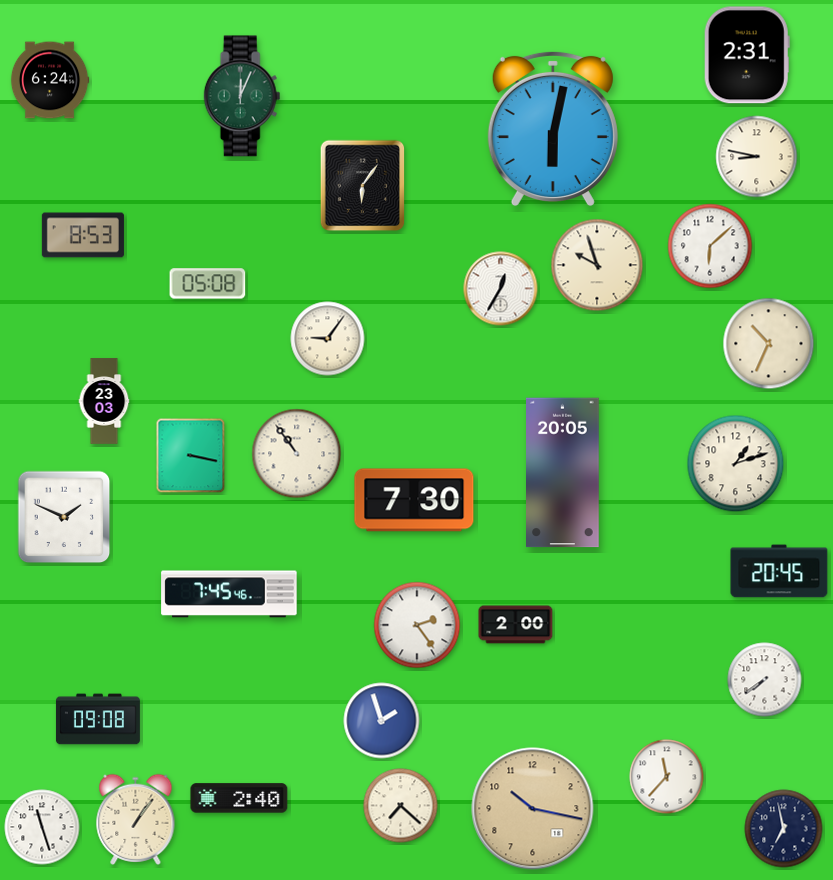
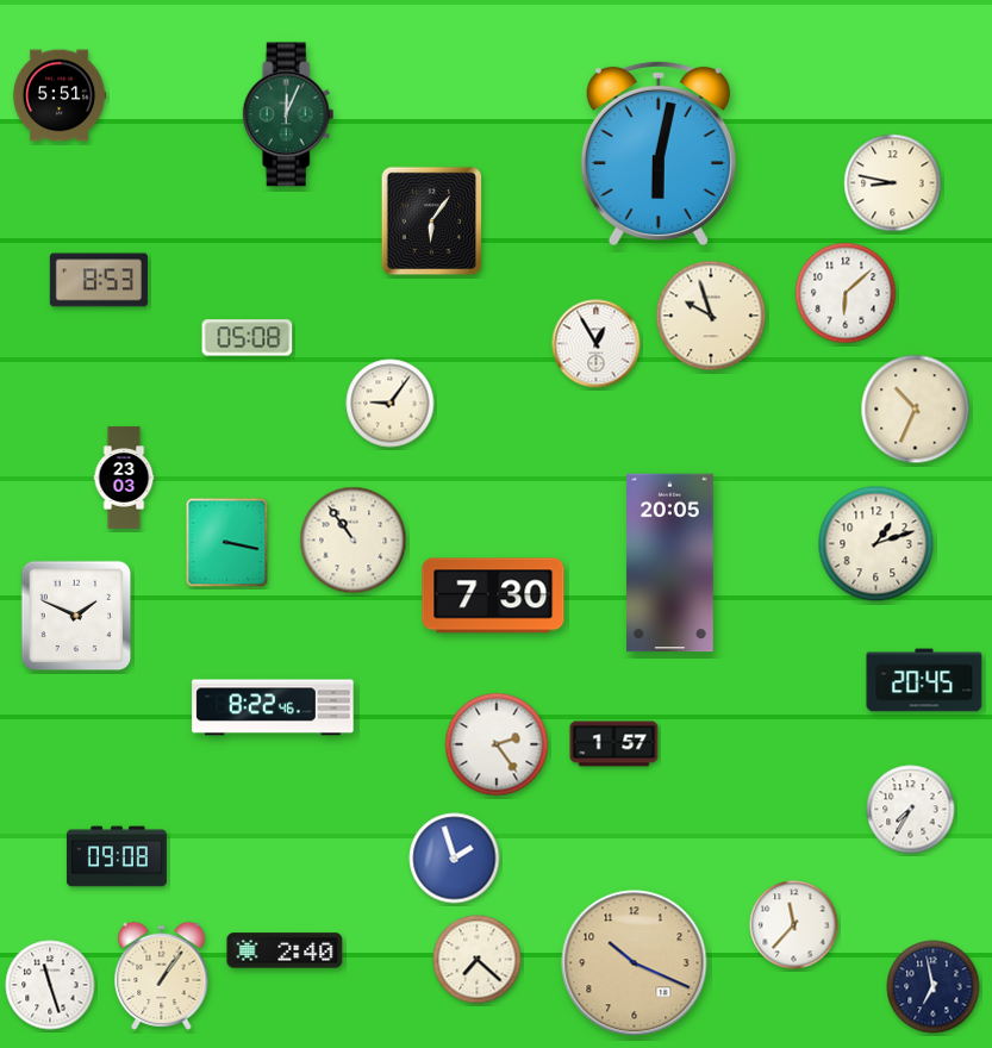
clock at (747, 55): 2:31 -> none
clock at (50, 80): 6:24 -> 5:51
clock at (757, 157) position: (757, 157) -> (893, 183)
clock at (501, 289): 12:35 -> 12:55
clock at (736, 464) position: (736, 464) -> (876, 544)
clock at (779, 571) position: (779, 571) -> (924, 680)
clock at (229, 594): 7:45 -> 8:22
clock at (516, 625): 2:00 -> 1:57
clock at (765, 680): 7:39 -> 7:35
clock at (533, 809): 10:17 -> 10:19
